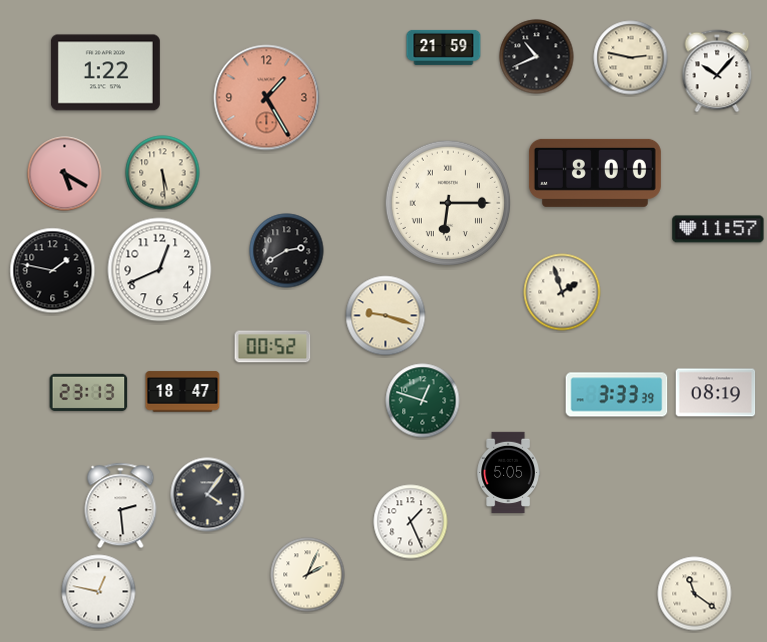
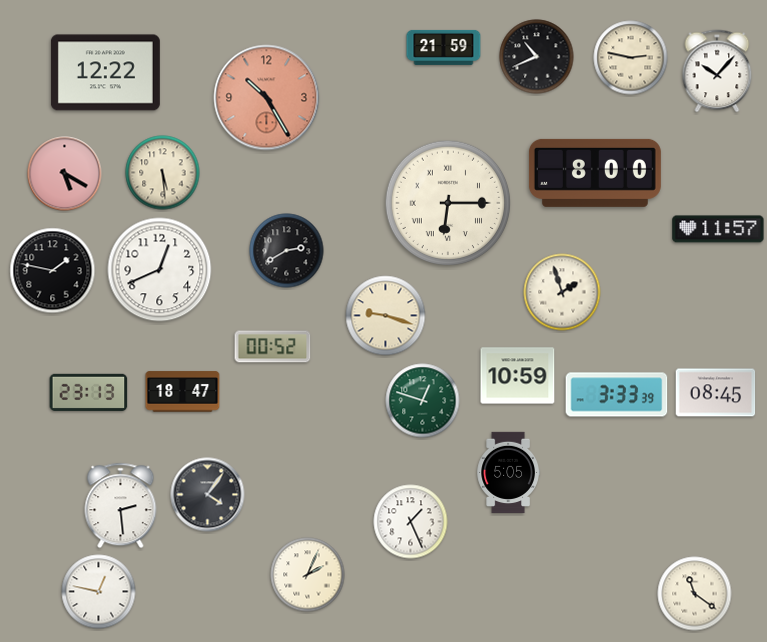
clock at (105, 73): 1:22 -> 12:22
clock at (267, 98): 1:25 -> 10:25
clock at (518, 376): none -> 10:59
clock at (716, 393): 08:19 -> 08:45
